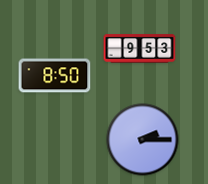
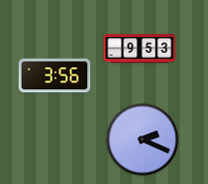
clock at (55, 76): 8:50 -> 3:56
clock at (143, 140): 2:15 -> 2:19
